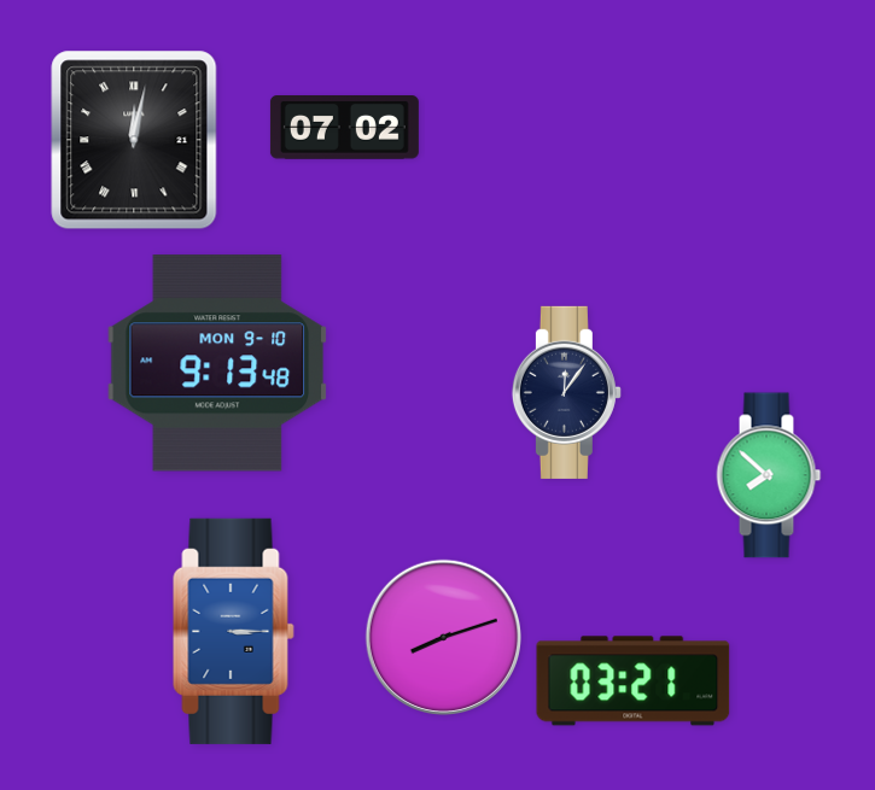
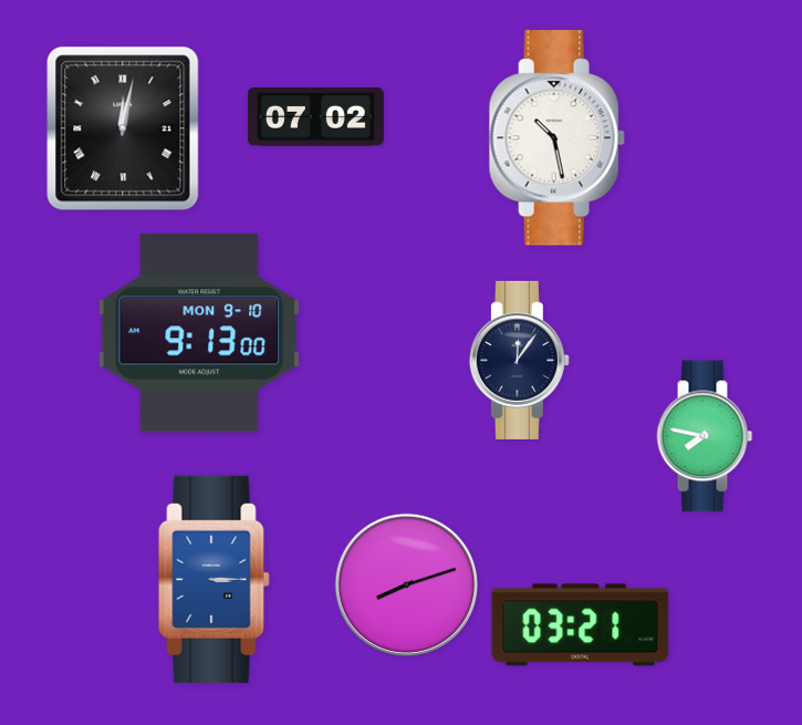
clock at (556, 138): none -> 10:28
clock at (217, 363): 9:13:48 -> 9:13:00
clock at (769, 475): 7:52 -> 7:47
